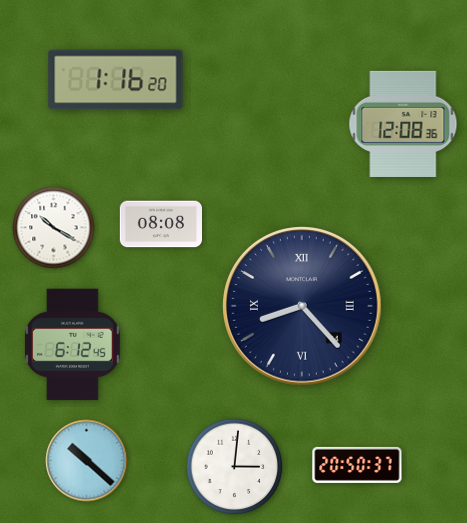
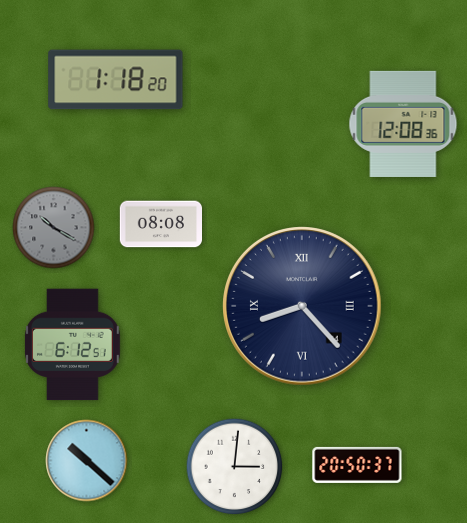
clock at (116, 80): 1:16 -> 1:18
clock at (54, 228) dial: white -> grey
clock at (73, 345): 6:12:45 -> 6:12:51
